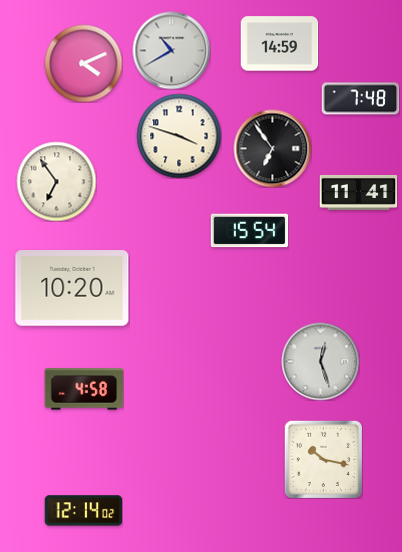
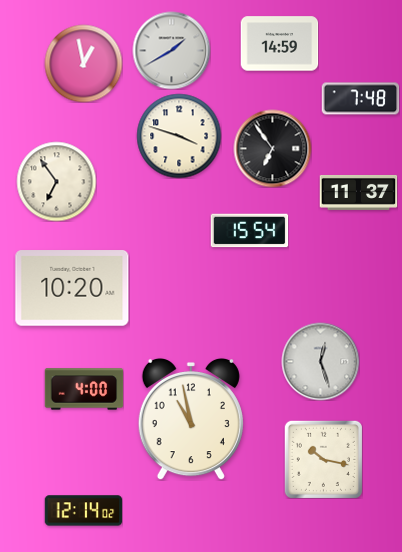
clock at (171, 50): 10:40 -> 1:40
clock at (83, 63): 4:11 -> 12:58
clock at (358, 192): 11:41 -> 11:37
clock at (84, 389): 4:58 -> 4:00
clock at (191, 419): none -> 10:58
